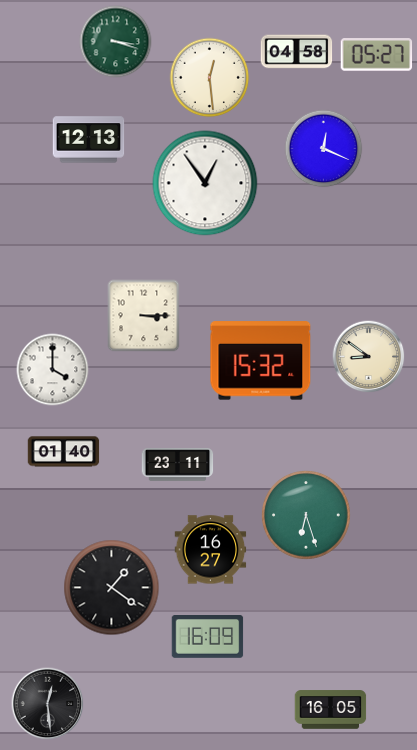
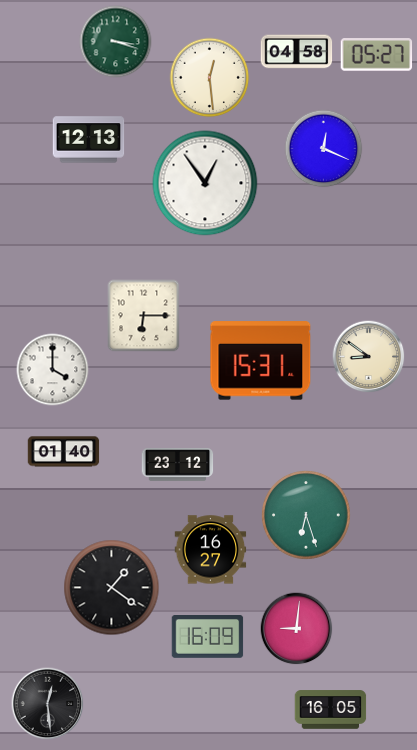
clock at (144, 316): 3:15 -> 6:15
clock at (261, 361): 15:32 -> 15:31
clock at (178, 465): 23:11 -> 23:12
clock at (297, 629): none -> 9:01
